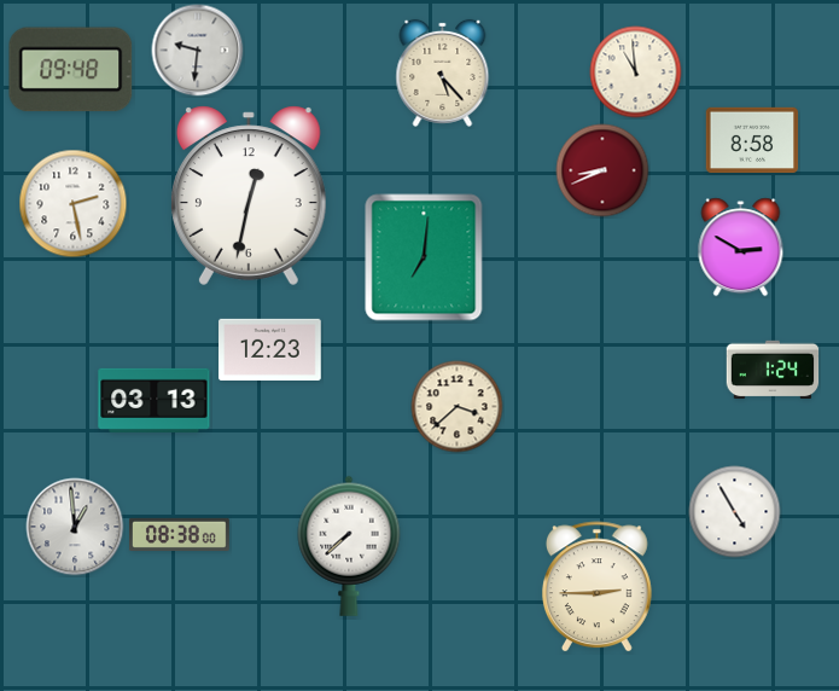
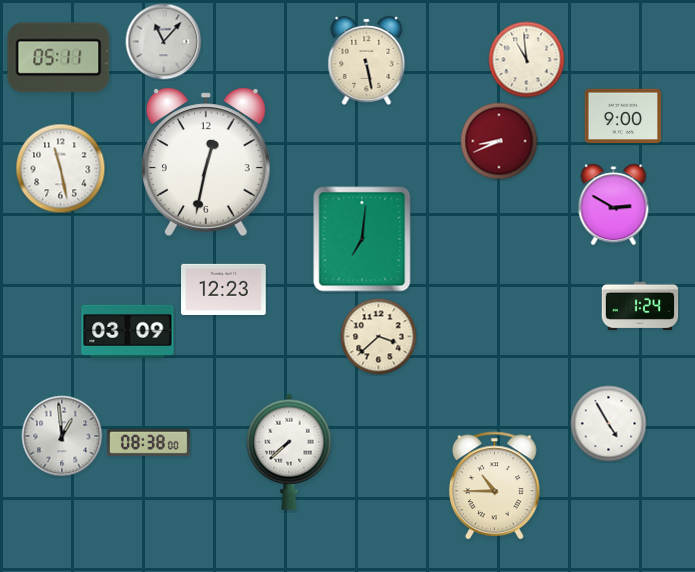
clock at (198, 51): 9:31 -> 11:07
clock at (71, 70): 09:48 -> 05:11
clock at (443, 72): 5:23 -> 5:28
clock at (752, 140): 8:58 -> 9:00
clock at (74, 204): 2:28 -> 11:28
clock at (424, 257) position: (424, 257) -> (362, 239)
clock at (155, 400): 03:13 -> 03:09
clock at (596, 587): 2:45 -> 10:45
